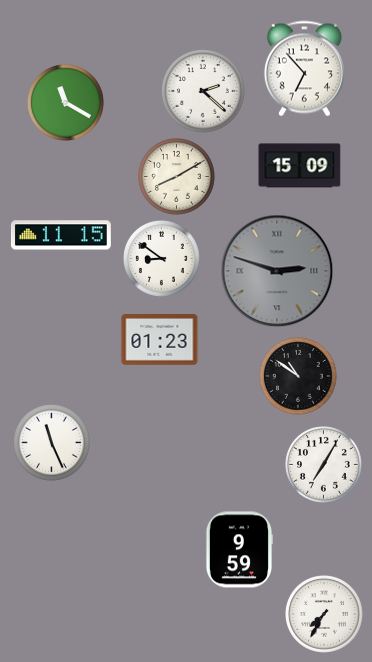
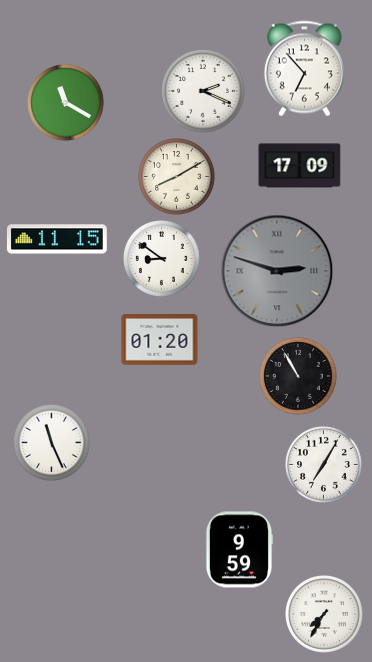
clock at (203, 91): 2:22 -> 2:19
clock at (300, 166): 15:09 -> 17:09
clock at (61, 235) position: (61, 235) -> (57, 239)
clock at (160, 340): 01:23 -> 01:20
clock at (299, 377): 10:51 -> 10:55
